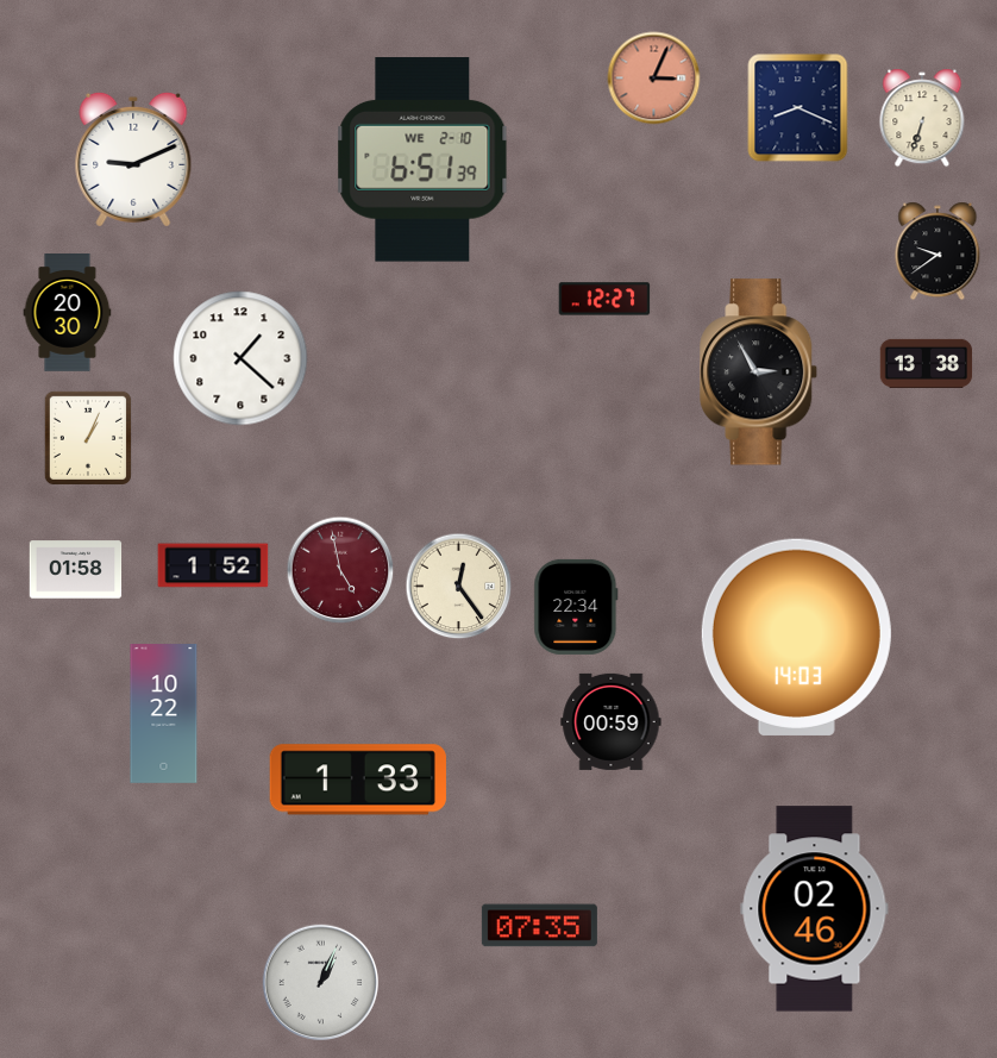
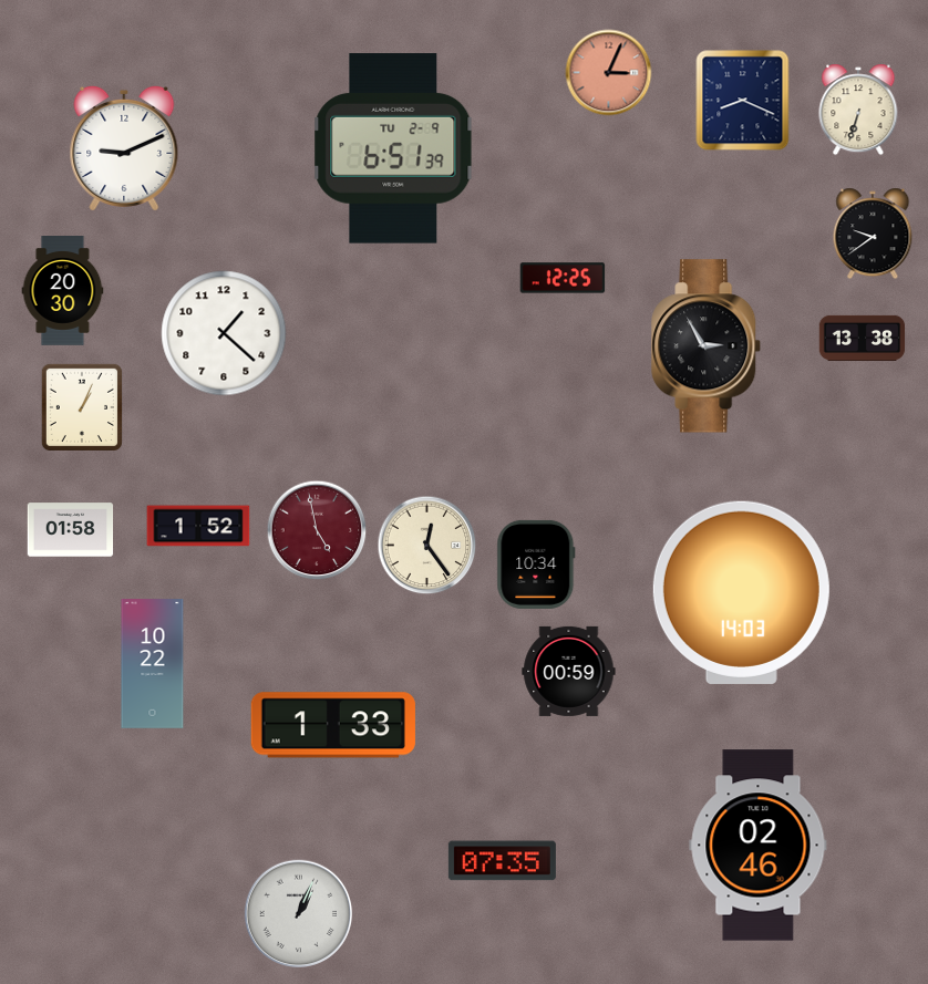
clock at (422, 159) date: WE 2-10 -> TU 2-9
clock at (604, 299): 12:27 -> 12:25
clock at (576, 607): 22:34 -> 10:34
